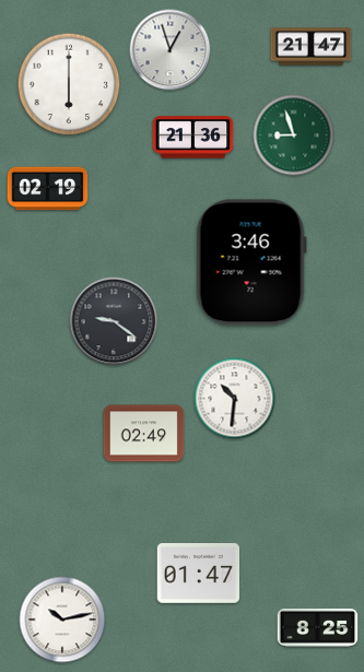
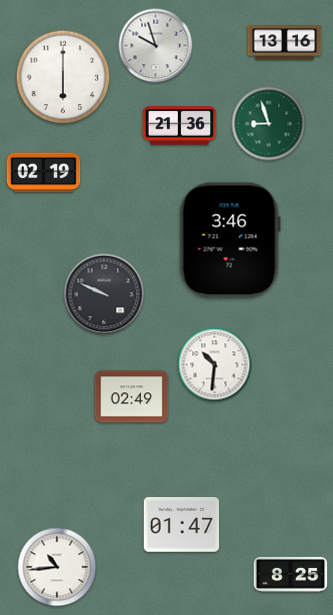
clock at (312, 47): 21:47 -> 13:16
clock at (171, 50): 12:57 -> 9:57
clock at (193, 138) position: (193, 138) -> (180, 126)
clock at (114, 321): 9:21 -> 9:49
clock at (62, 620): 10:13 -> 10:44
